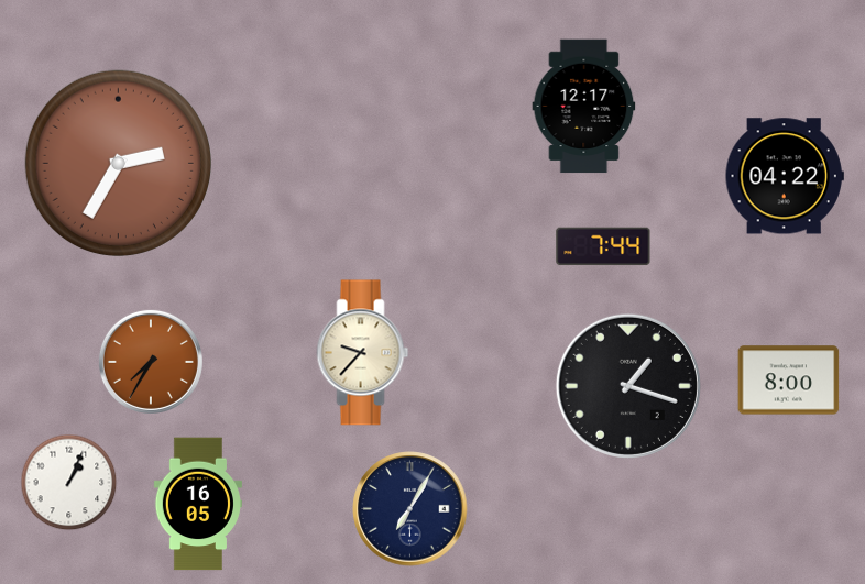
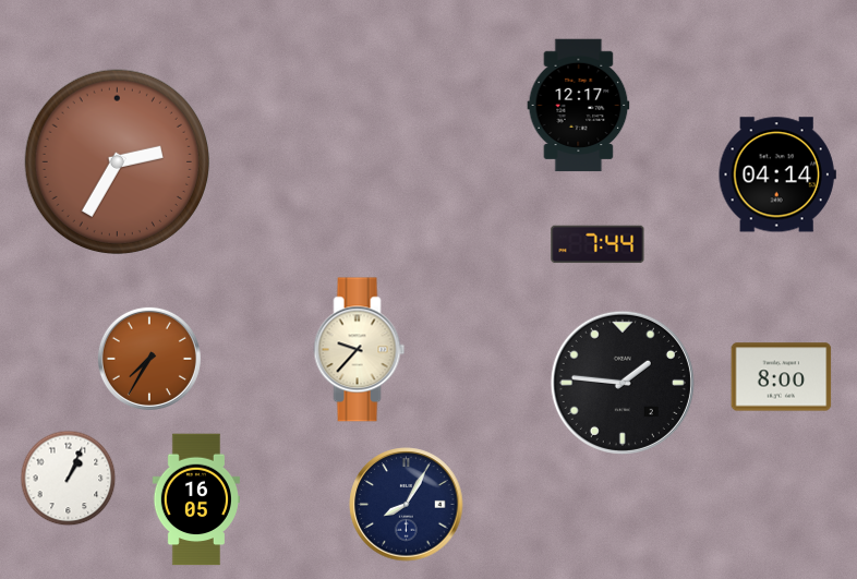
clock at (785, 176): 04:22 -> 04:14
clock at (628, 386): 1:18 -> 1:46
clock at (410, 509): 7:05 -> 8:05
